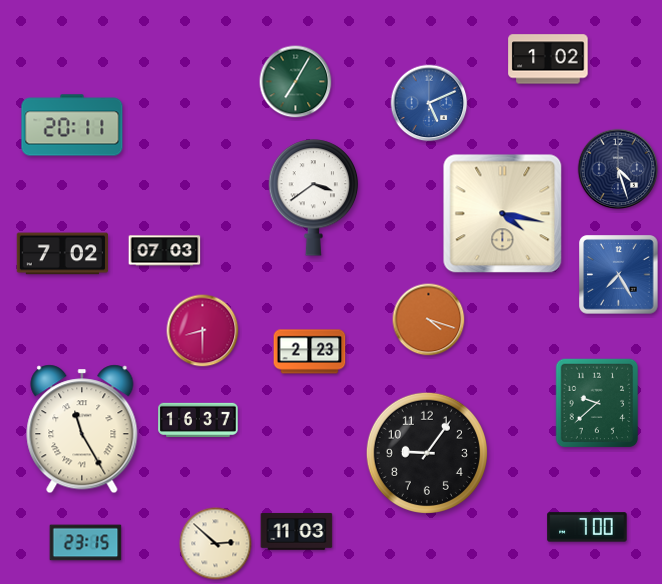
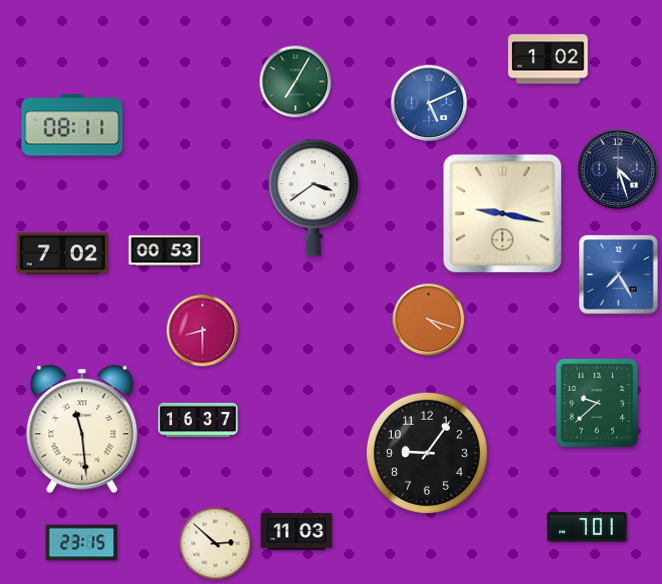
clock at (72, 125): 20:11 -> 08:11
clock at (503, 214): 4:17 -> 9:17
clock at (165, 251): 07:03 -> 00:53
clock at (310, 352): 2:23 -> none
clock at (82, 429): 11:25 -> 11:29
clock at (587, 527): 7:00 -> 7:01
clock at (86, 543) position: (86, 543) -> (82, 543)
